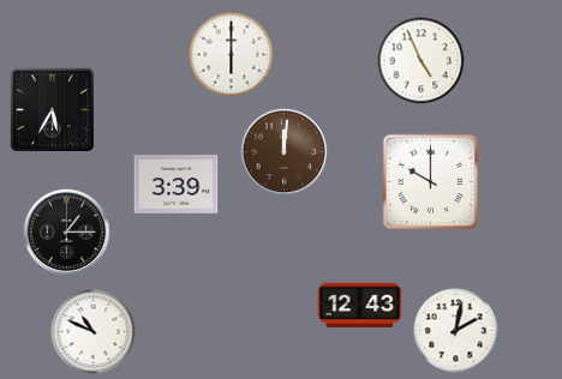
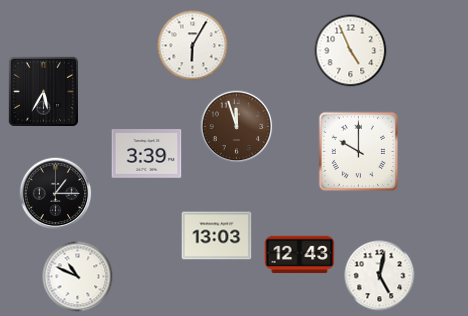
clock at (232, 55): 6:00 -> 6:05
clock at (285, 152): 12:01 -> 11:57
clock at (217, 236): none -> 13:03
clock at (456, 331): 2:02 -> 5:02
